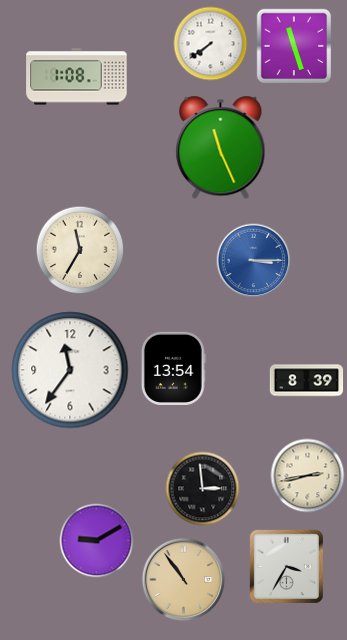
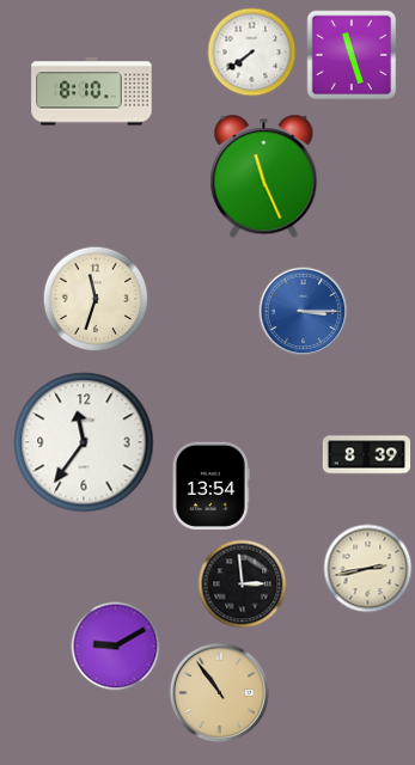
clock at (77, 77): 1:08 -> 8:10
clock at (80, 250): 11:35 -> 11:33
clock at (173, 368) position: (173, 368) -> (210, 485)
clock at (286, 566): 3:35 -> none
